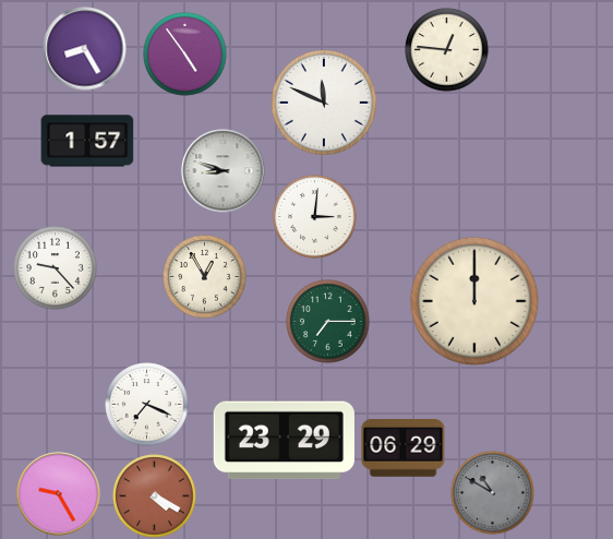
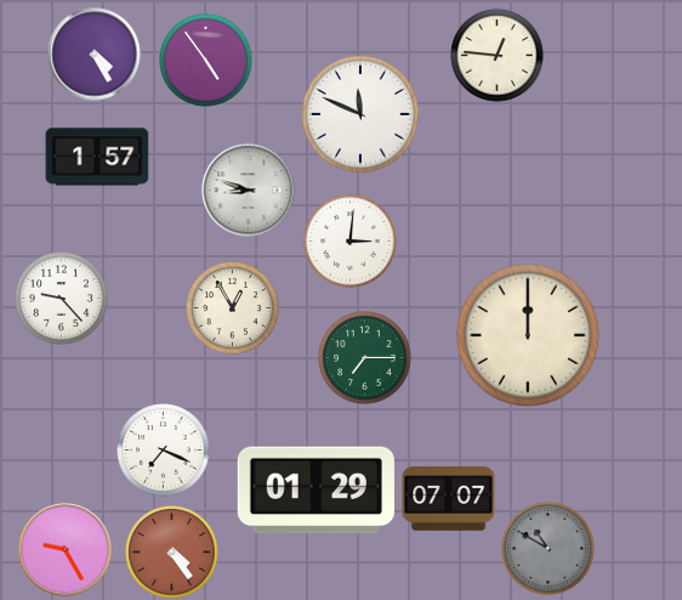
clock at (85, 49): 8:25 -> 4:25
clock at (205, 277) position: (205, 277) -> (233, 309)
clock at (284, 441): 23:29 -> 01:29
clock at (404, 448): 06:29 -> 07:07
clock at (155, 496): 4:20 -> 4:24
